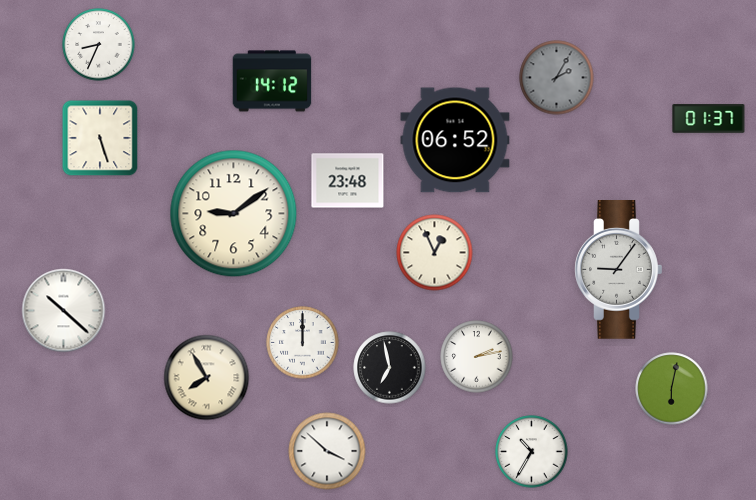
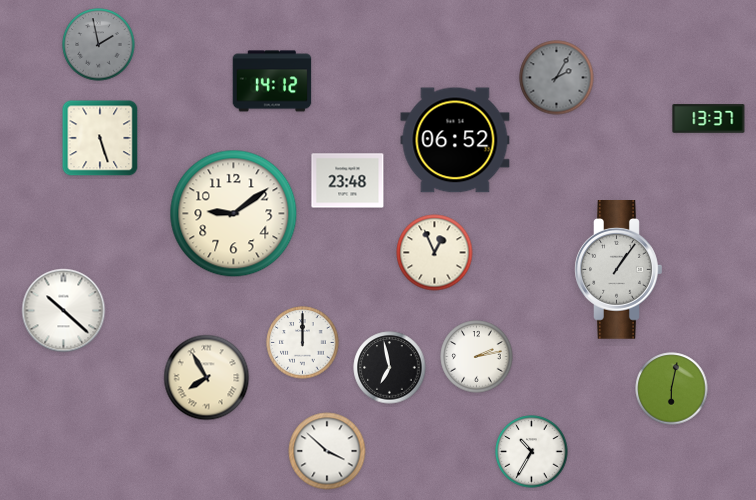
clock at (99, 45): 8:34 -> 1:58
clock at (99, 45) dial: white -> grey
clock at (709, 119): 01:37 -> 13:37
clock at (619, 270): 9:06 -> 1:06
